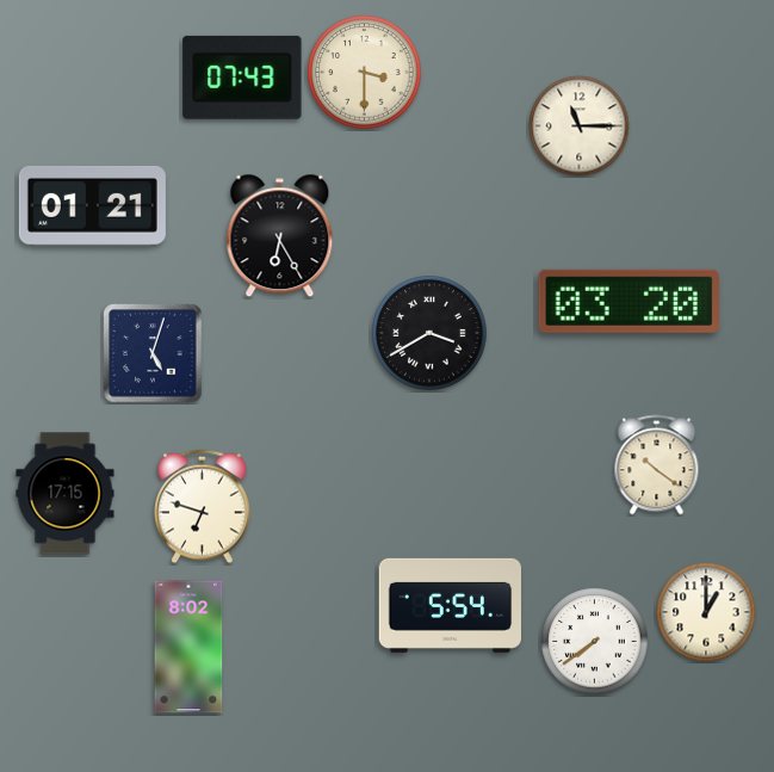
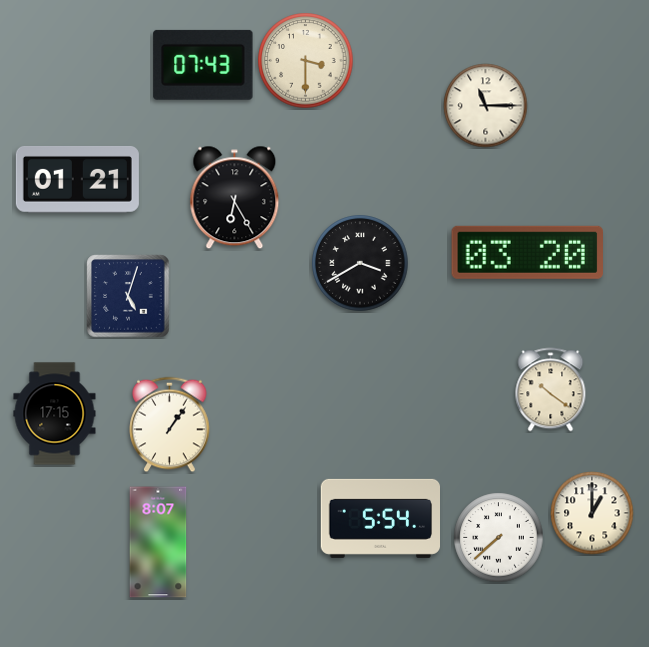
clock at (92, 205) position: (92, 205) -> (77, 179)
clock at (429, 333) position: (429, 333) -> (360, 263)
clock at (203, 507): 6:48 -> 1:06
clock at (450, 605) position: (450, 605) -> (380, 518)
clock at (595, 642): 7:39 -> 7:38
clock at (188, 647): 8:02 -> 8:07
